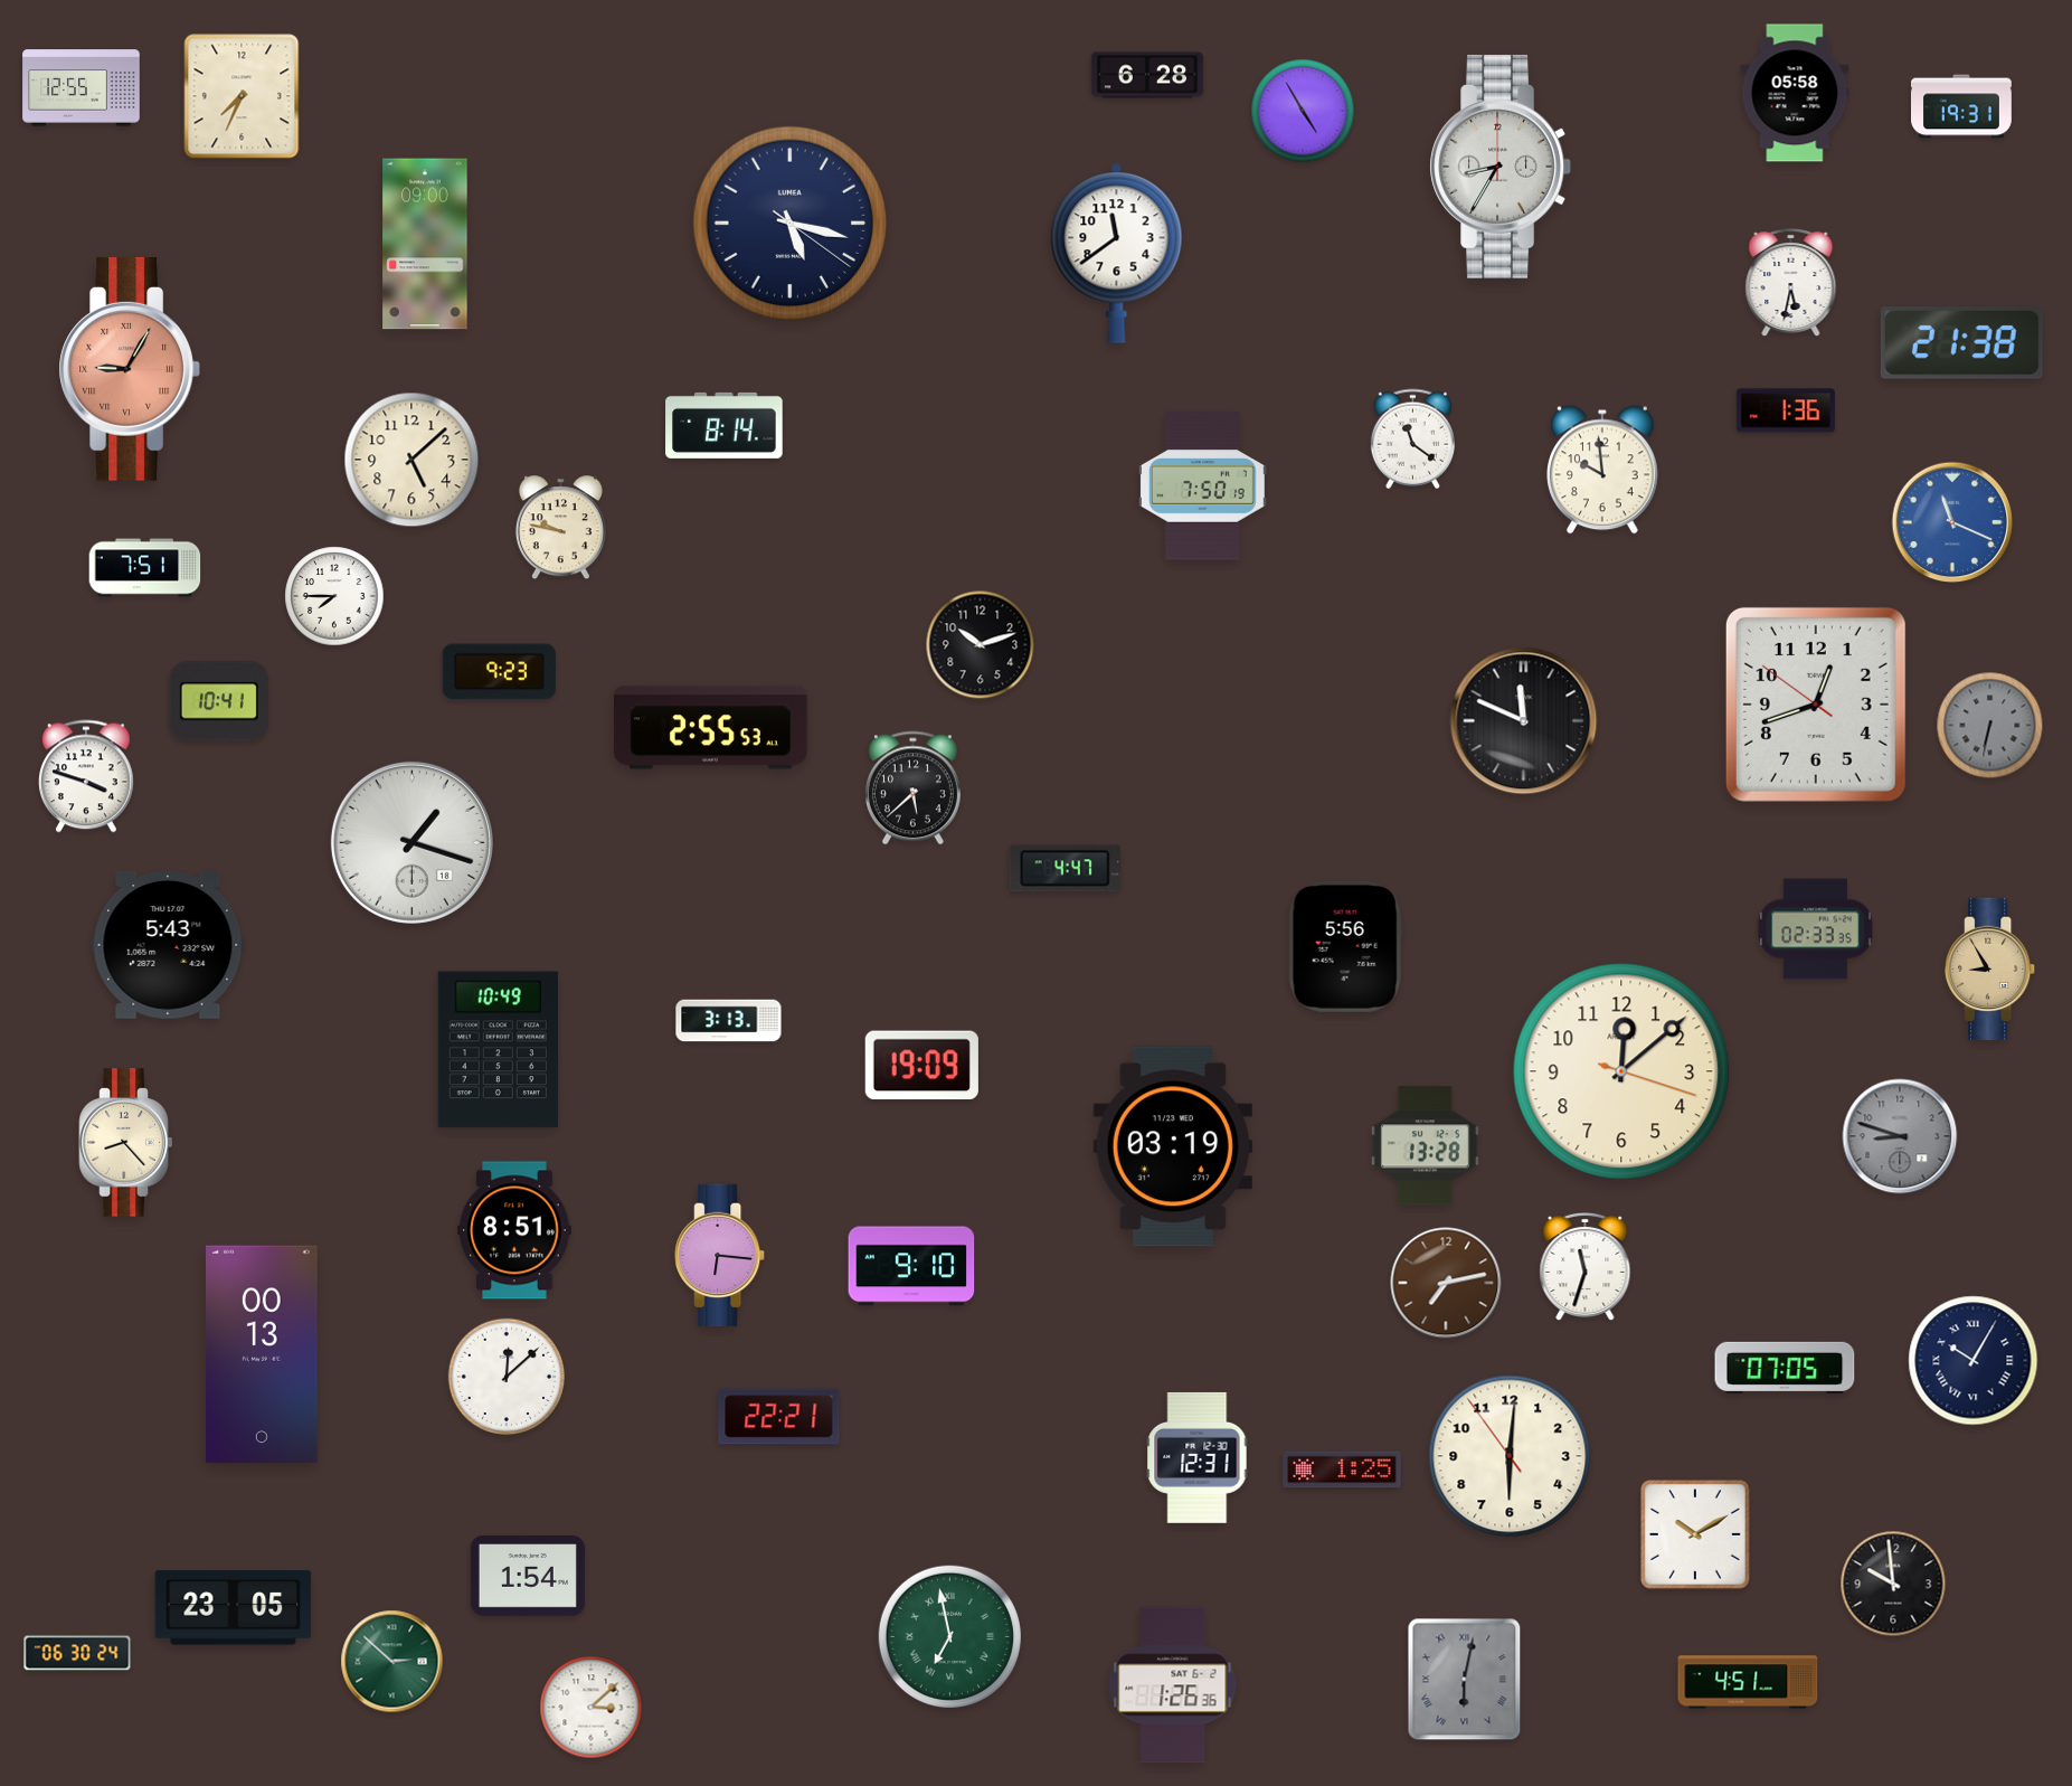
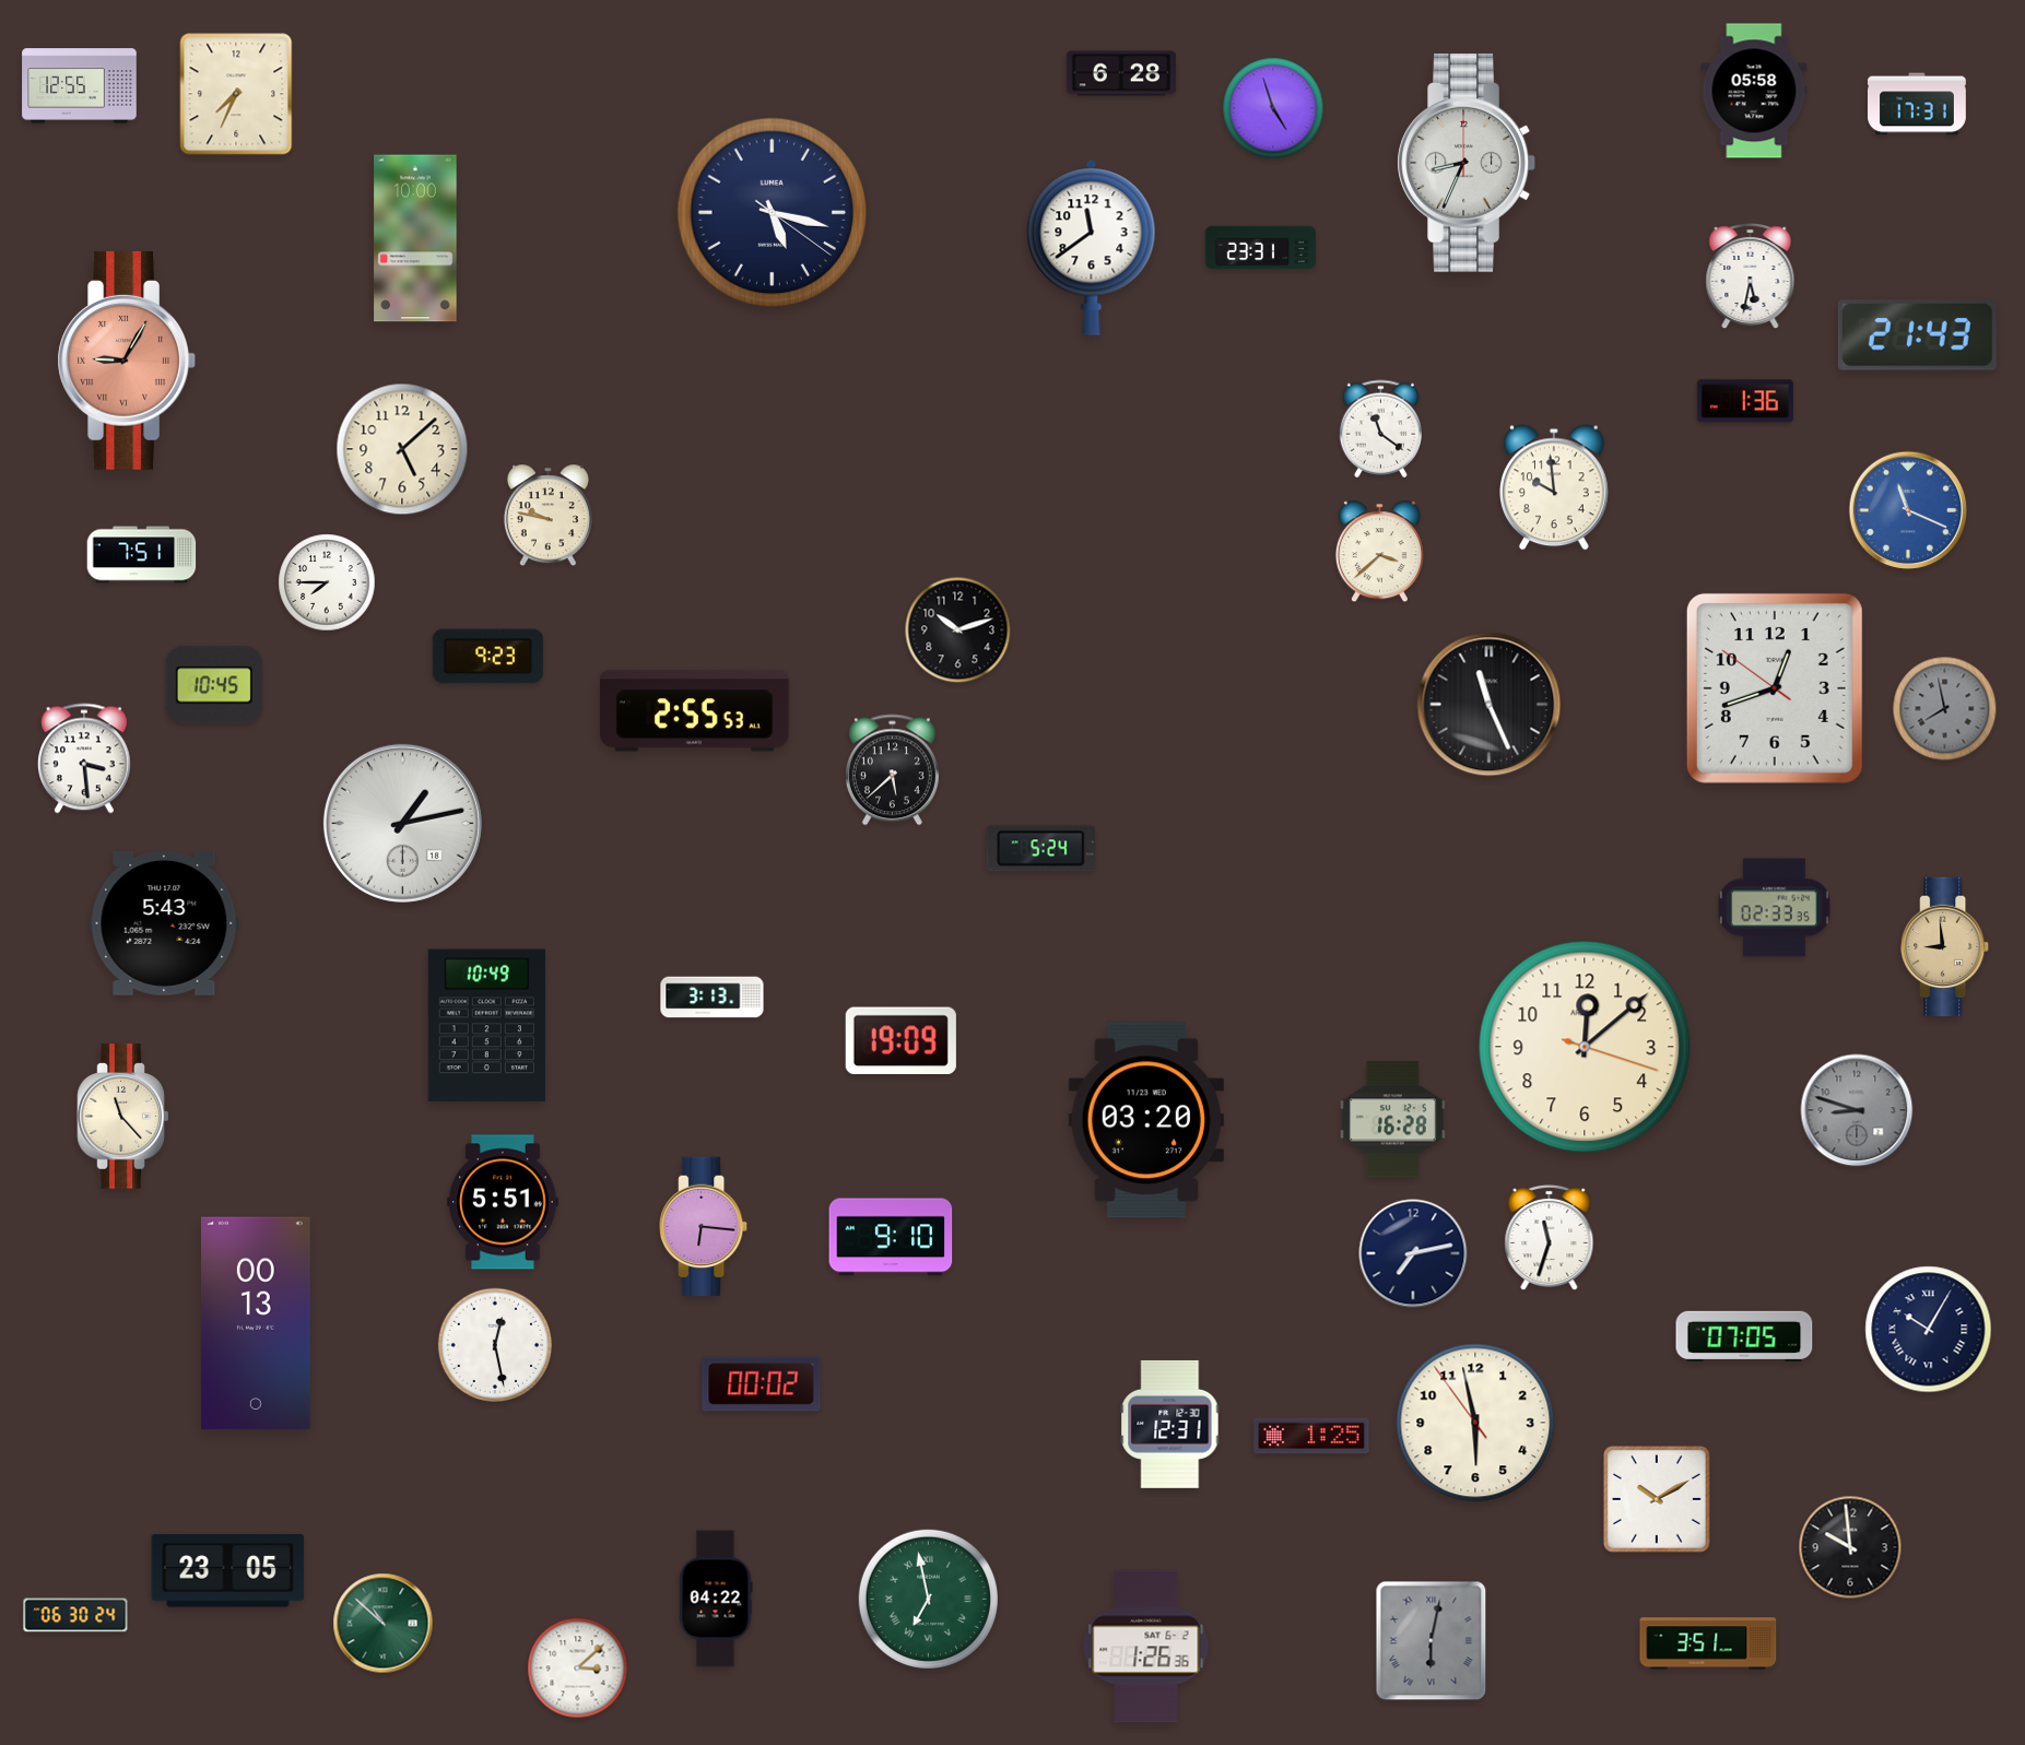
clock at (1962, 106): 19:31 -> 17:31
clock at (1303, 111): 4:55 -> 4:57
clock at (1501, 167): 8:35 -> 8:34
clock at (789, 223) position: (789, 223) -> (772, 212)
clock at (425, 244): 09:00 -> 10:00
clock at (1260, 248): none -> 23:31
clock at (1961, 343): 21:38 -> 21:43
clock at (725, 425): 8:14 -> none
clock at (1603, 470) position: (1603, 470) -> (1555, 487)
clock at (1202, 486): 7:50 -> none
clock at (1379, 552): none -> 3:38
clock at (219, 701): 10:41 -> 10:45
clock at (1524, 721): 11:49 -> 11:26
clock at (1990, 726): 6:32 -> 7:58
clock at (86, 776): 3:48 -> 3:29
clock at (411, 842): 1:18 -> 1:13
clock at (1066, 869): 4:47 -> 5:24
clock at (1345, 946): 5:56 -> none
clock at (1990, 970): 8:55 -> 8:59
clock at (126, 1143): 8:23 -> 11:23
clock at (1173, 1146): 03:19 -> 03:20
clock at (1425, 1146): 13:28 -> 16:28
clock at (514, 1230): 8:51 -> 5:51
clock at (1446, 1283) dial: brown -> navy
clock at (505, 1376): 12:08 -> 12:28
clock at (779, 1417): 22:21 -> 00:02
clock at (1510, 1456): 6:00 -> 5:57
clock at (528, 1576): 1:54 -> none
clock at (716, 1599): none -> 04:22
clock at (392, 1662): 2:52 -> 10:52
clock at (1748, 1682): 4:51 -> 3:51
